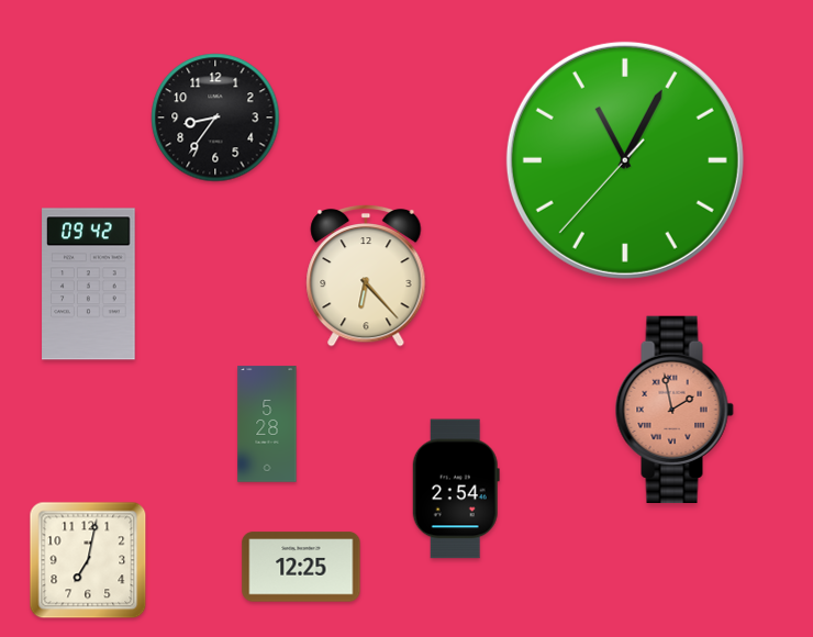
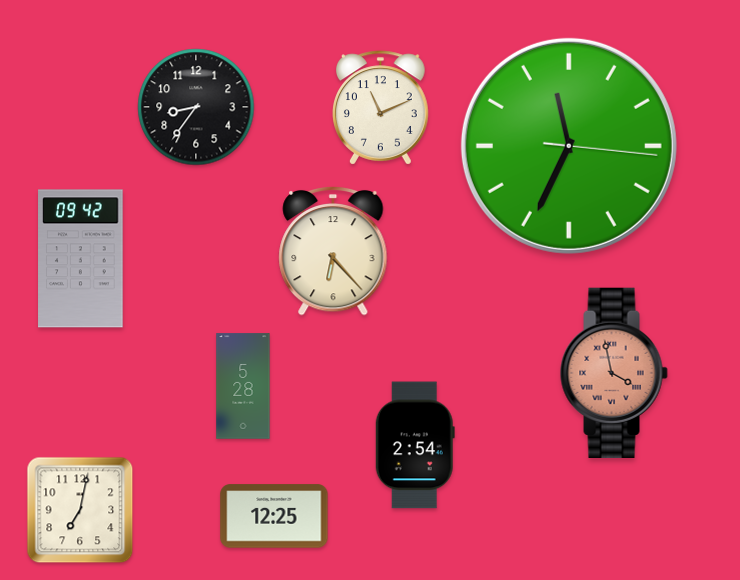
clock at (381, 108): none -> 11:11
clock at (625, 160): 11:04 -> 11:34
clock at (675, 410): 1:58 -> 3:58
